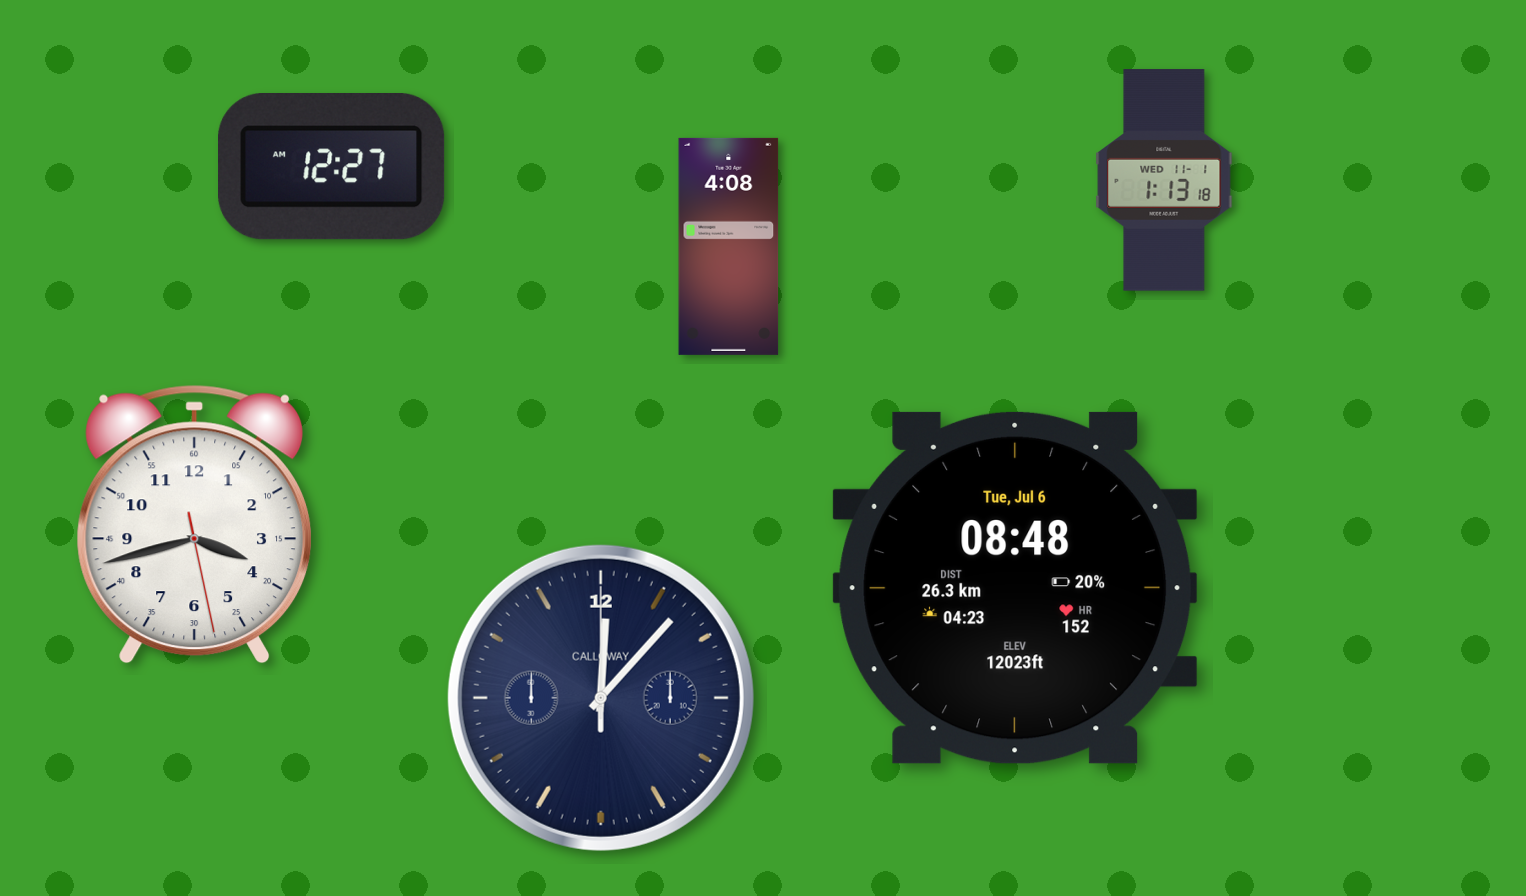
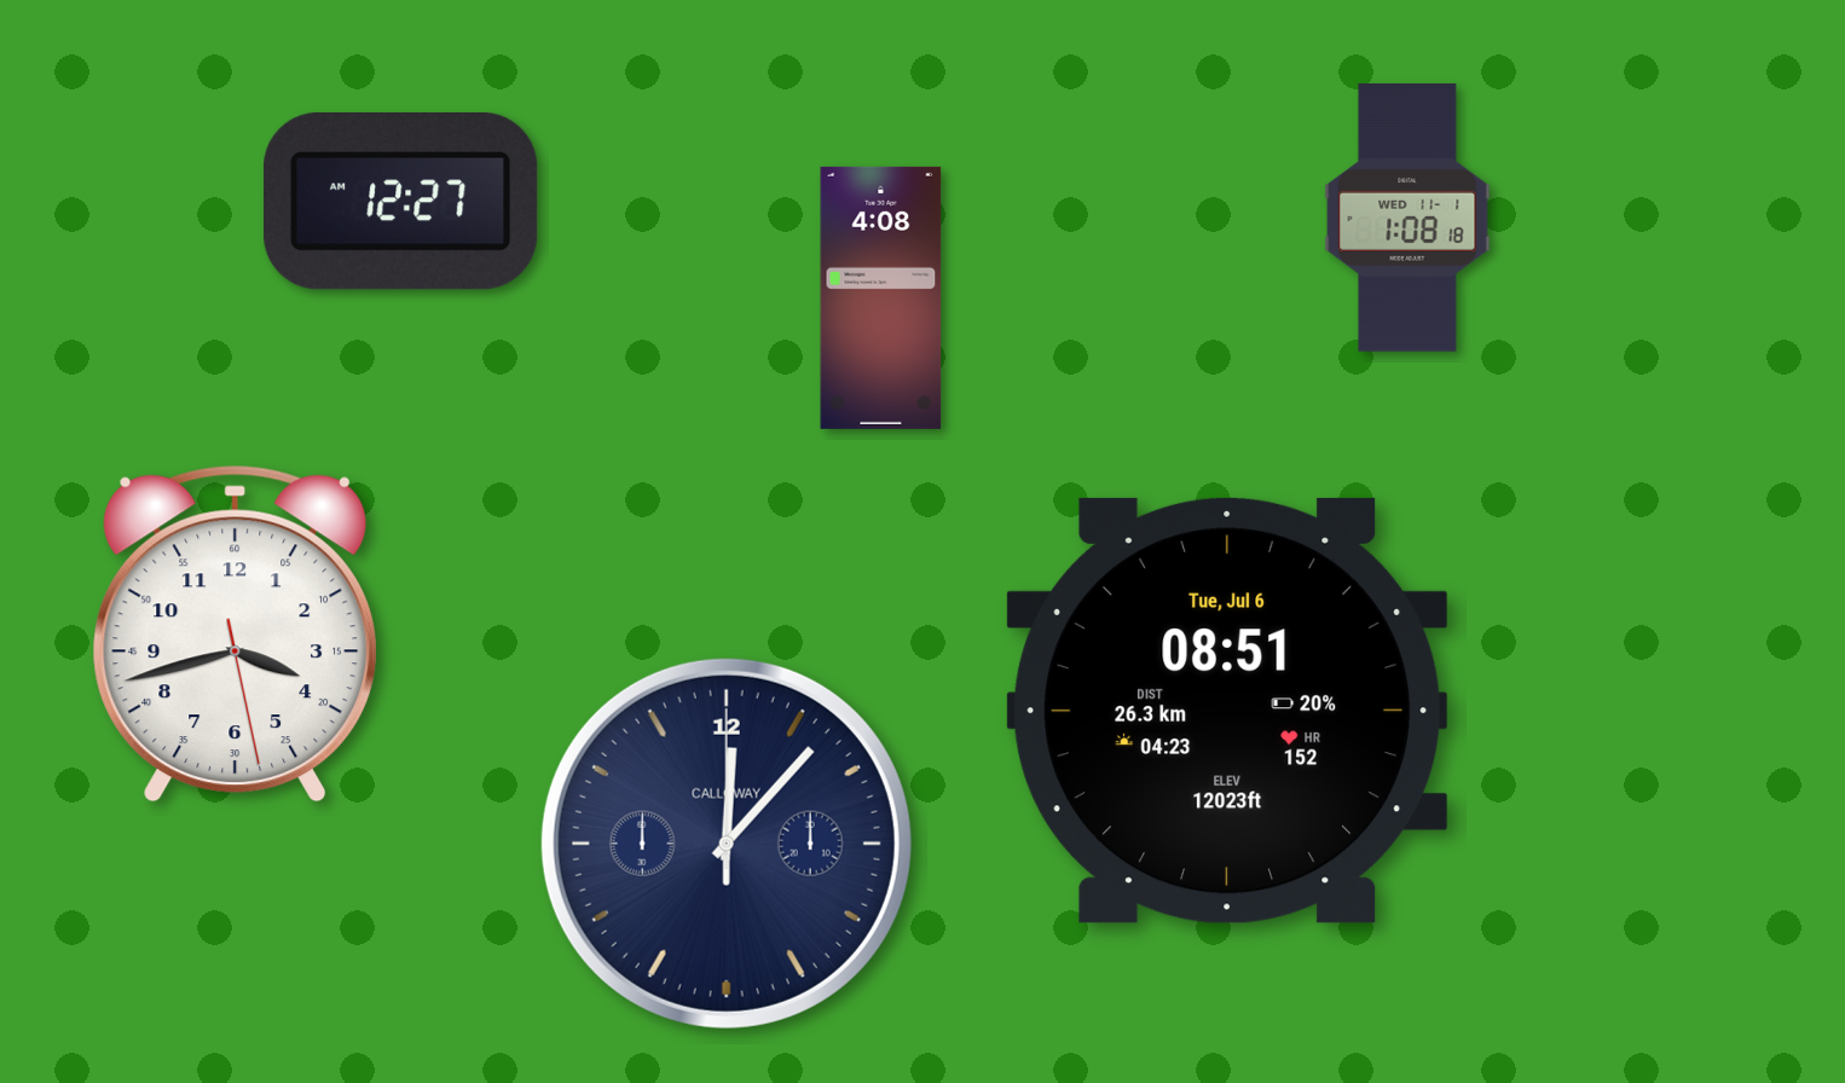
clock at (1164, 180): 1:13 -> 1:08
clock at (1015, 588): 08:48 -> 08:51
